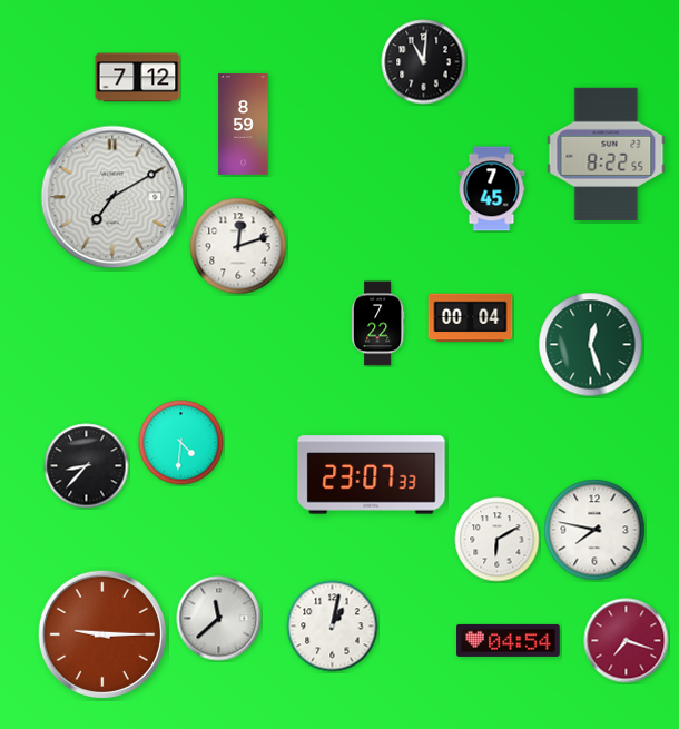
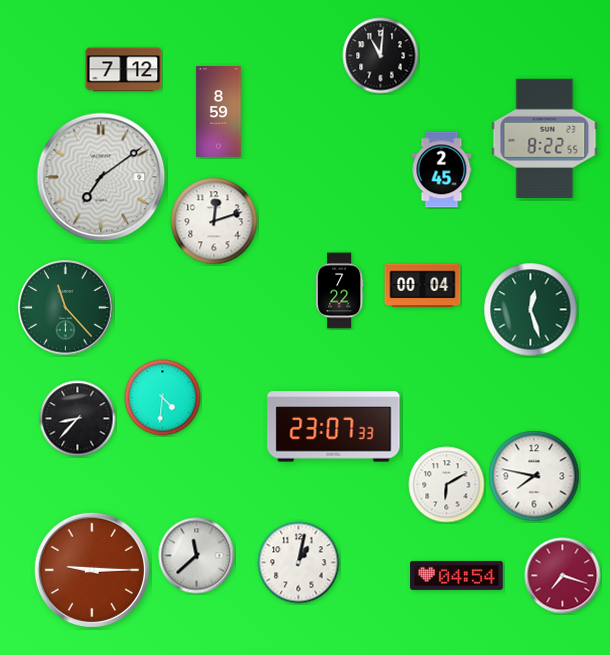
clock at (492, 189): 7:45 -> 2:45
clock at (112, 197): 7:10 -> 7:09
clock at (66, 308): none -> 11:23
